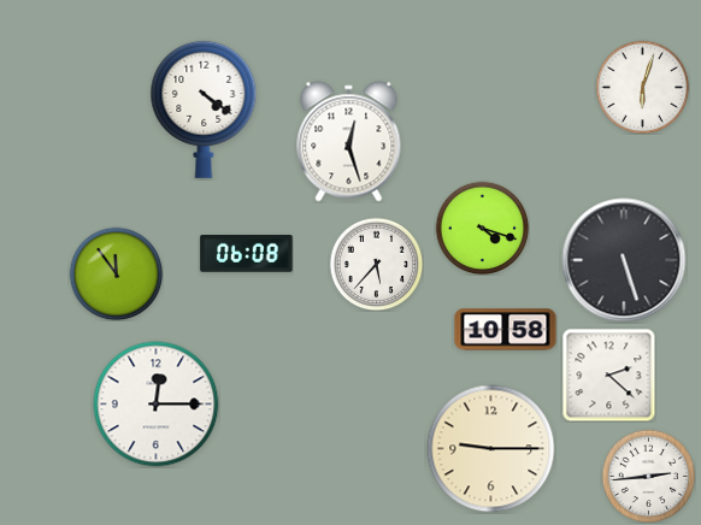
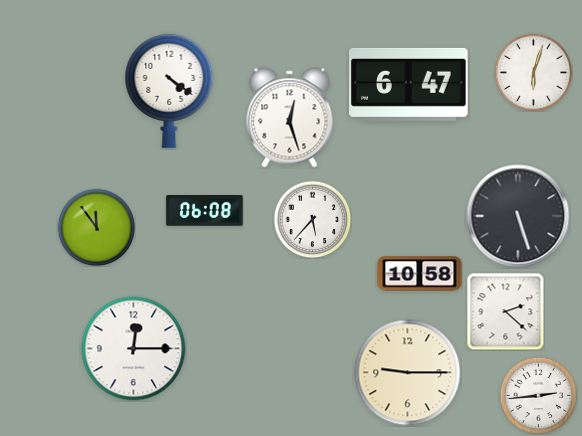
clock at (409, 84): none -> 6:47
clock at (482, 228): 4:18 -> none
clock at (157, 405) position: (157, 405) -> (134, 349)
